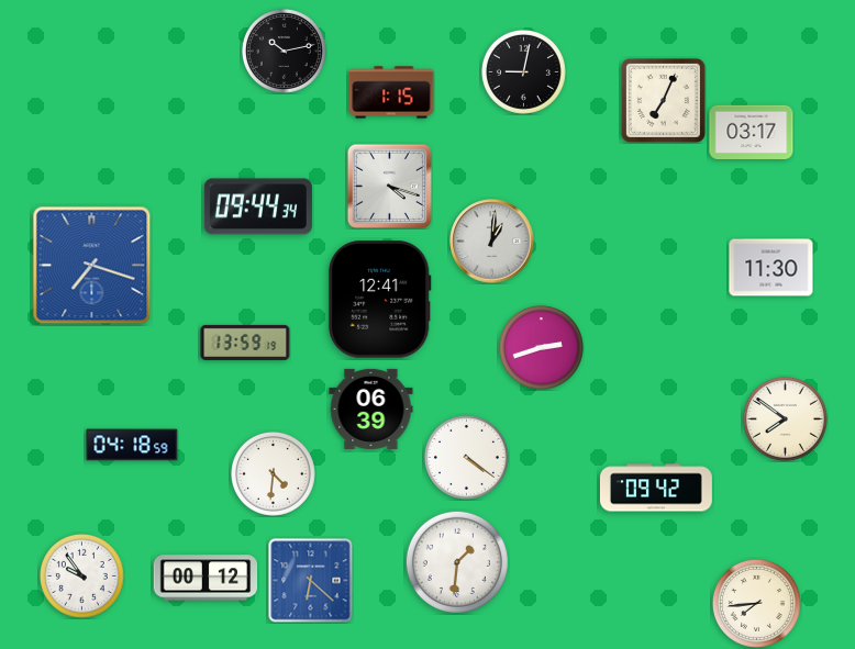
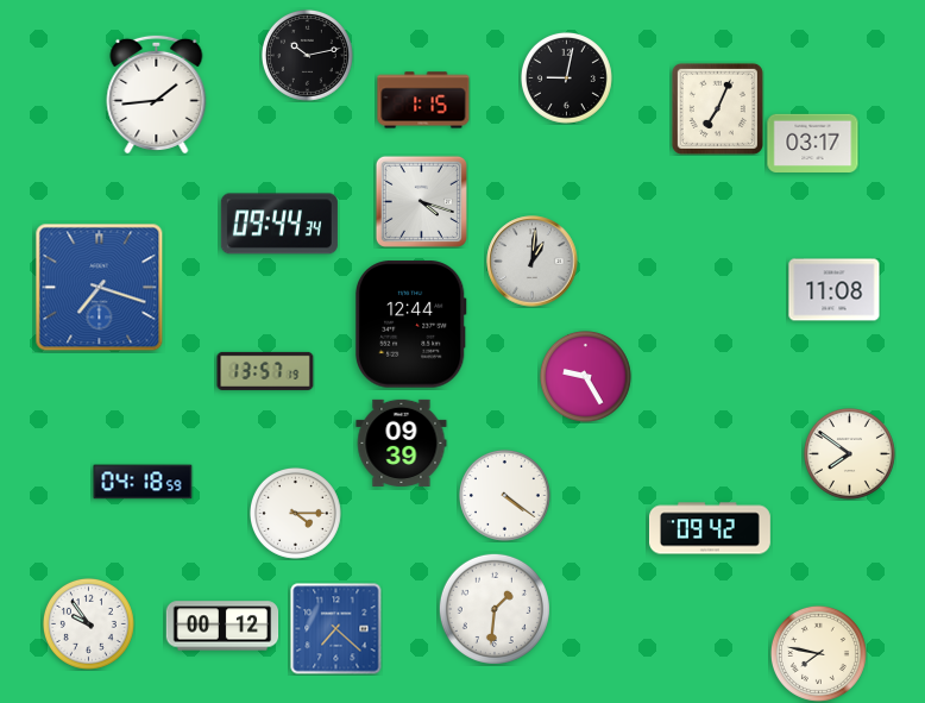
clock at (157, 94): none -> 1:44
clock at (771, 268): 11:30 -> 11:08
clock at (379, 300): 12:41 -> 12:44
clock at (245, 343): 13:59 -> 13:57
clock at (541, 347): 2:42 -> 9:25
clock at (371, 409): 06:39 -> 09:39
clock at (273, 473): 4:31 -> 4:15
clock at (311, 581): 6:22 -> 7:22
clock at (756, 603): 7:44 -> 7:47
